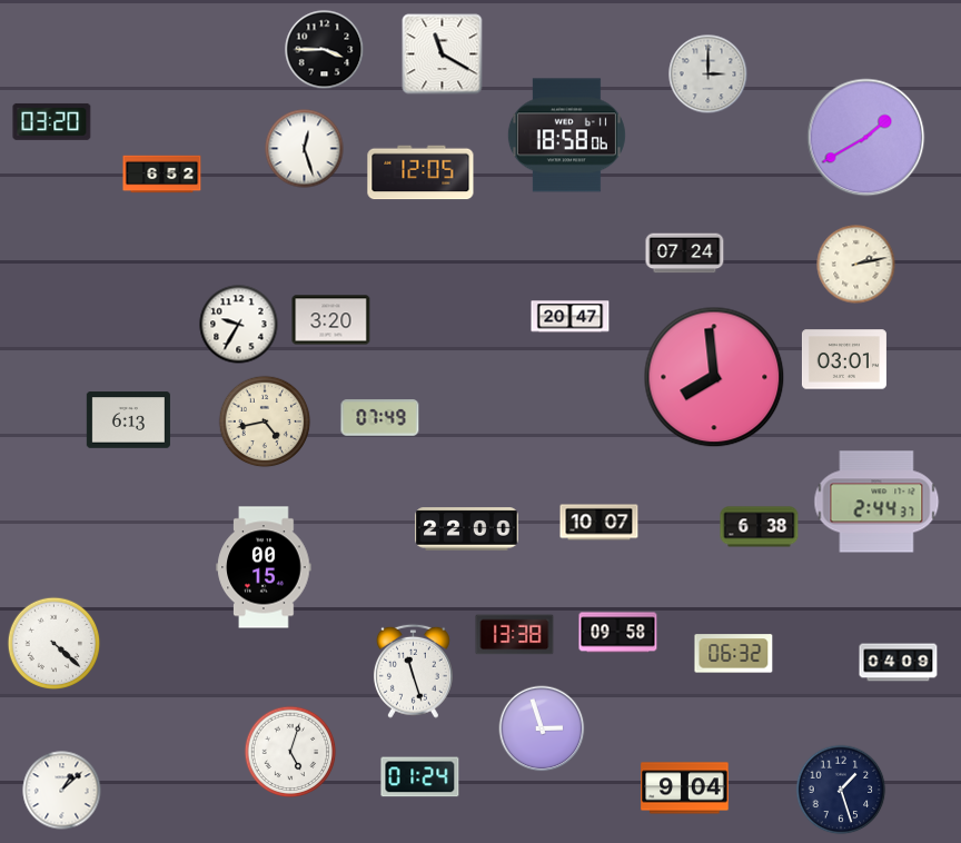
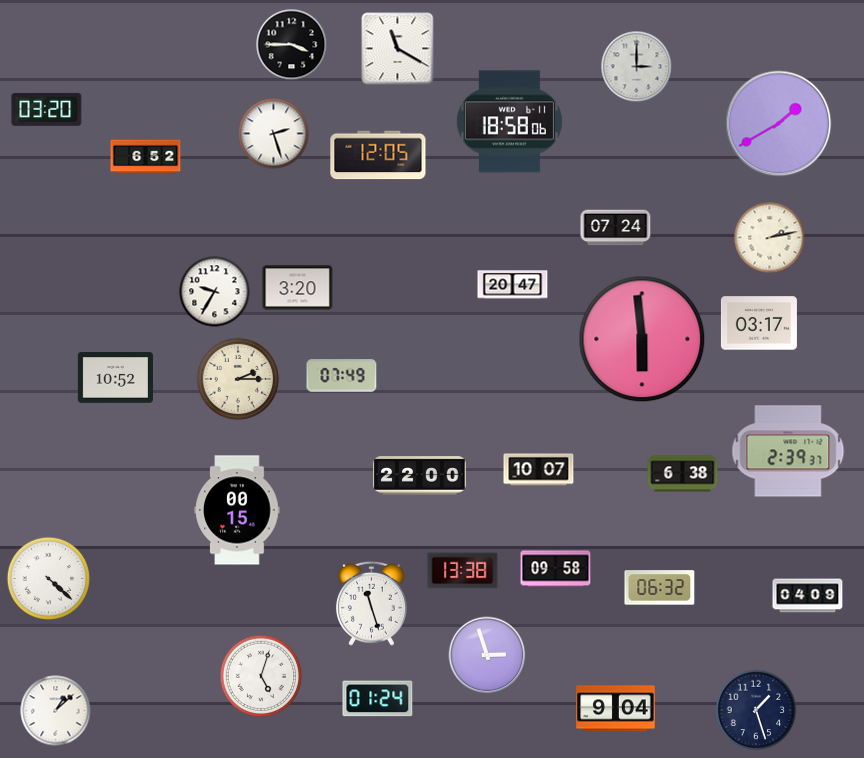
clock at (305, 149): 12:27 -> 2:27
clock at (844, 359): 03:01 -> 03:17
clock at (714, 377): 7:59 -> 5:59
clock at (128, 420): 6:13 -> 10:52
clock at (265, 421): 4:43 -> 2:15
clock at (876, 502): 2:44 -> 2:39
